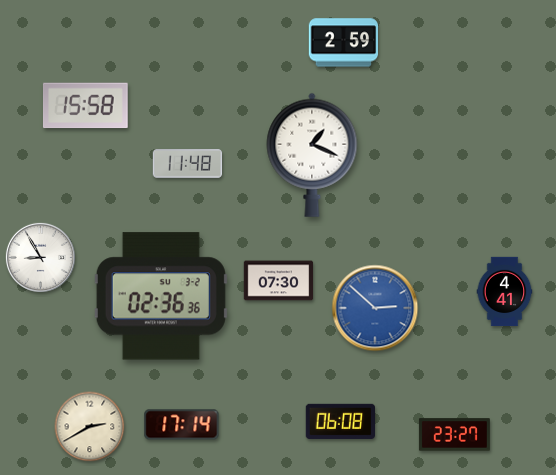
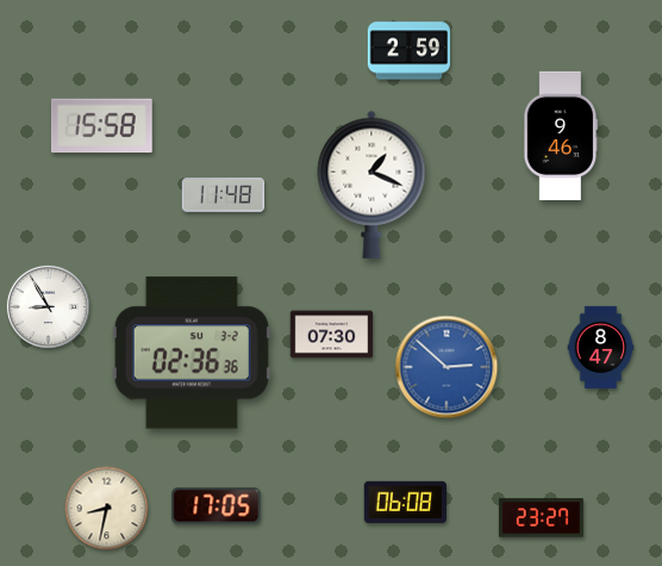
clock at (561, 136): none -> 9:46
clock at (505, 292): 4:41 -> 8:47
clock at (182, 425): 17:14 -> 17:05
clock at (90, 427): 2:40 -> 8:32
